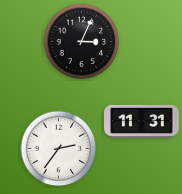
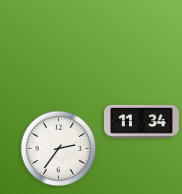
clock at (82, 42): 3:04 -> none
clock at (142, 121): 11:31 -> 11:34
